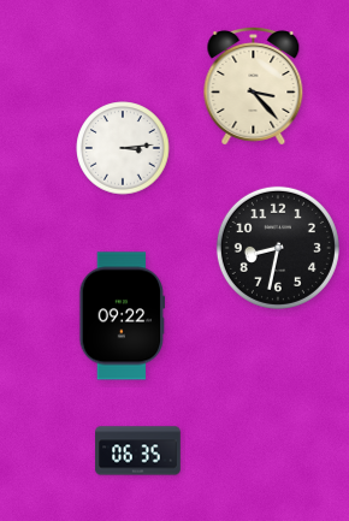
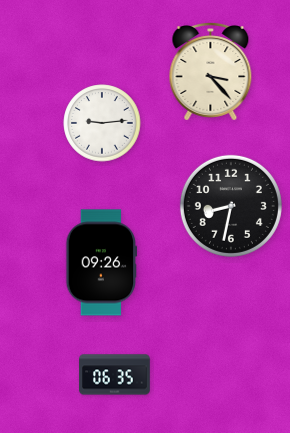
clock at (123, 148): 3:14 -> 9:14
clock at (123, 316): 09:22 -> 09:26
